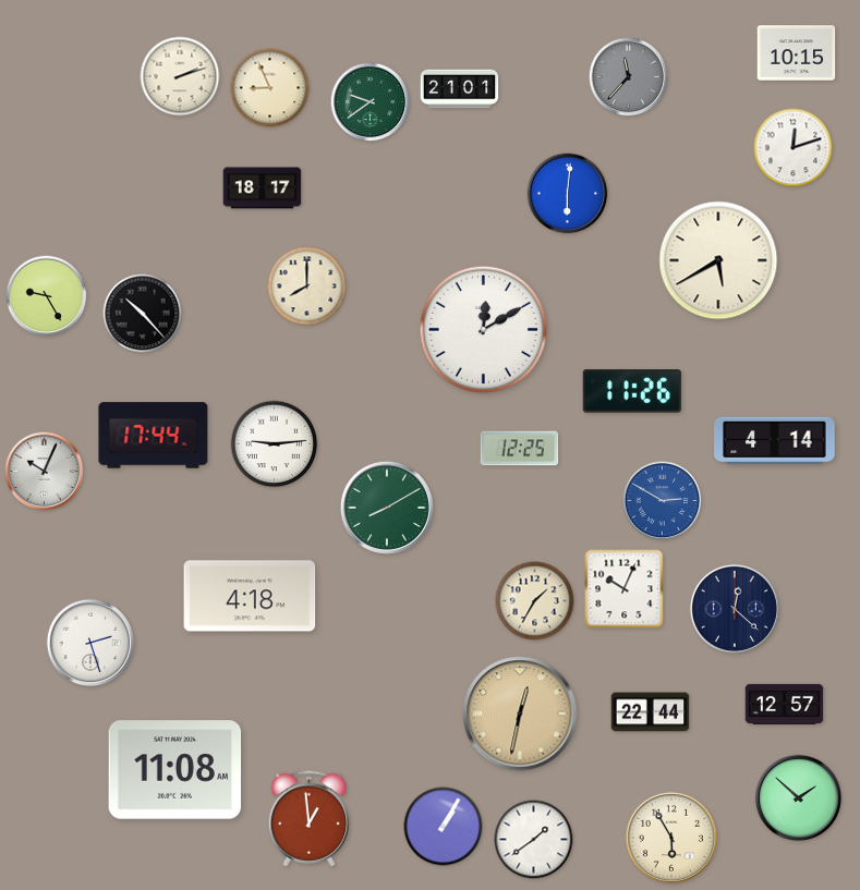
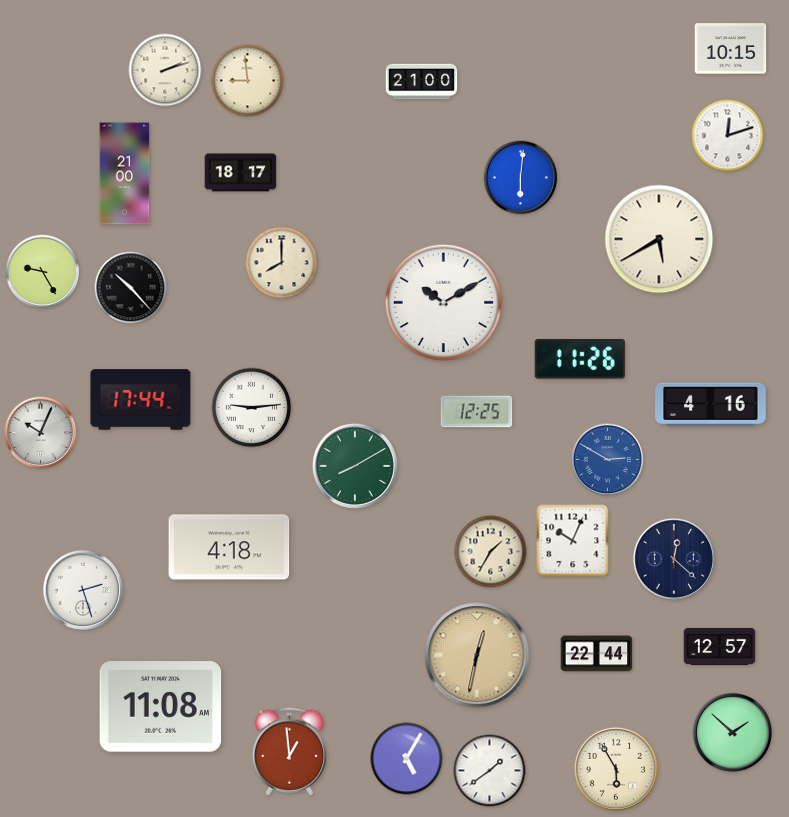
clock at (629, 77): 11:37 -> none
clock at (270, 88): 8:56 -> 8:59
clock at (460, 89): 21:01 -> 21:00
clock at (371, 102): 9:39 -> none
clock at (125, 174): none -> 21:00
clock at (483, 329): 12:10 -> 10:10
clock at (775, 440): 4:14 -> 4:16
clock at (310, 819) position: (310, 819) -> (290, 752)
clock at (444, 827): 1:05 -> 5:05
